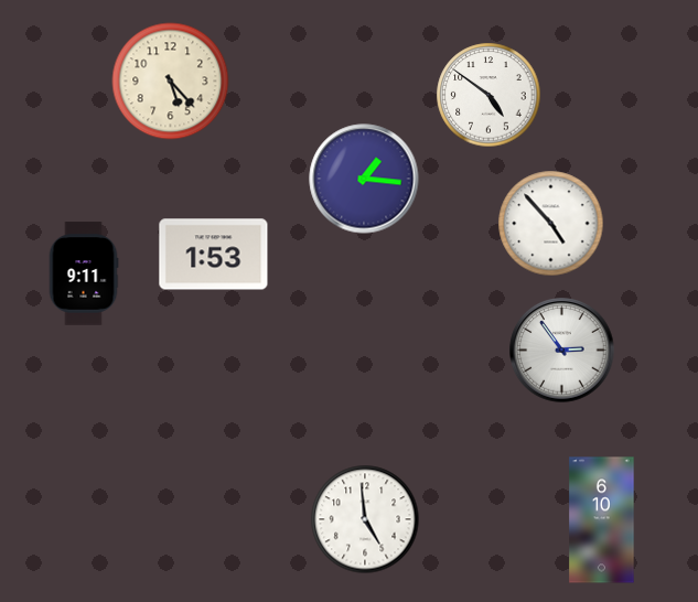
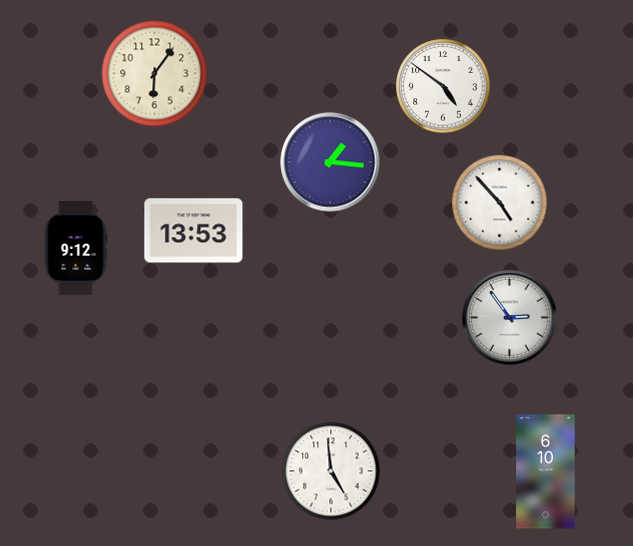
clock at (171, 82): 5:23 -> 6:06
clock at (214, 255): 1:53 -> 13:53
clock at (84, 273): 9:11 -> 9:12
